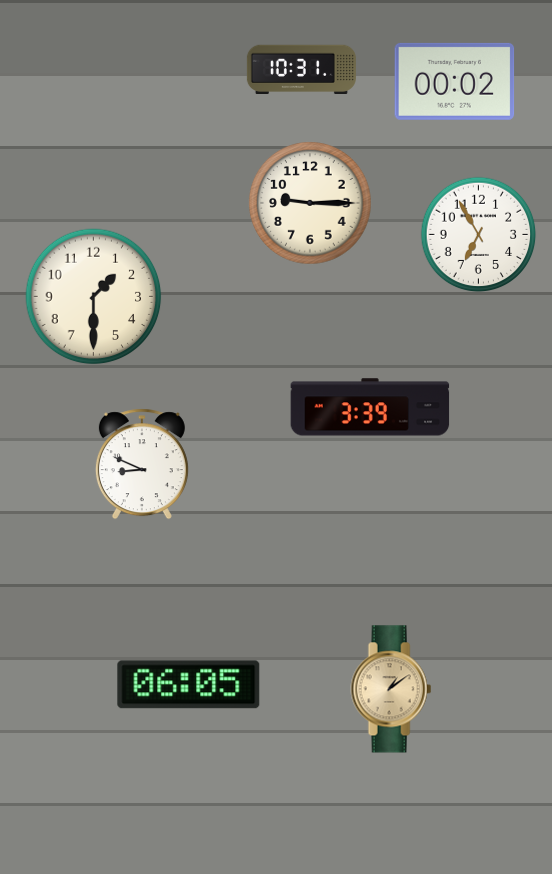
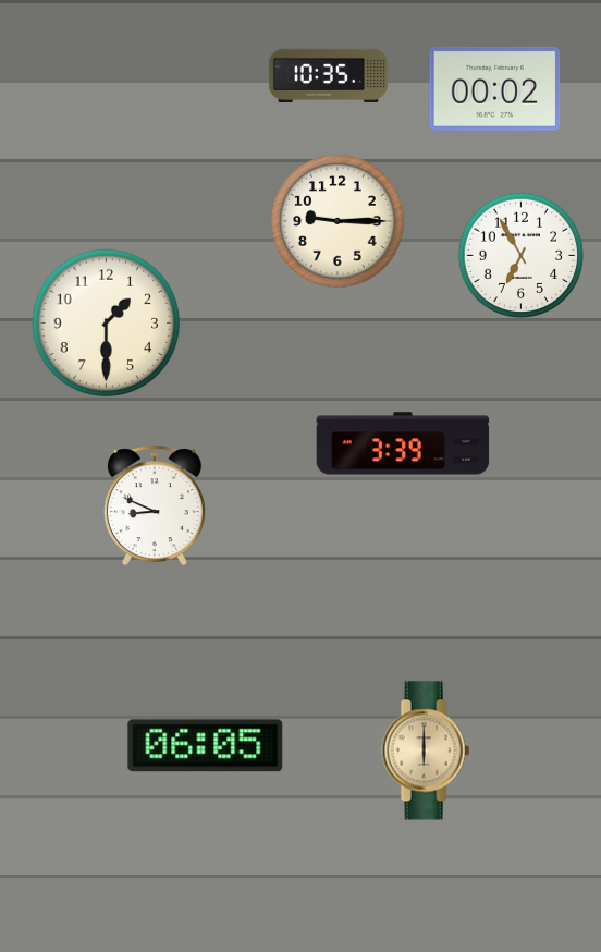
clock at (301, 69): 10:31 -> 10:35
clock at (94, 297) position: (94, 297) -> (107, 324)
clock at (391, 689): 1:09 -> 6:00
